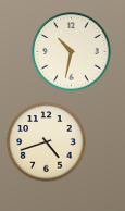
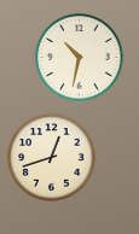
clock at (47, 142): 4:42 -> 12:42
